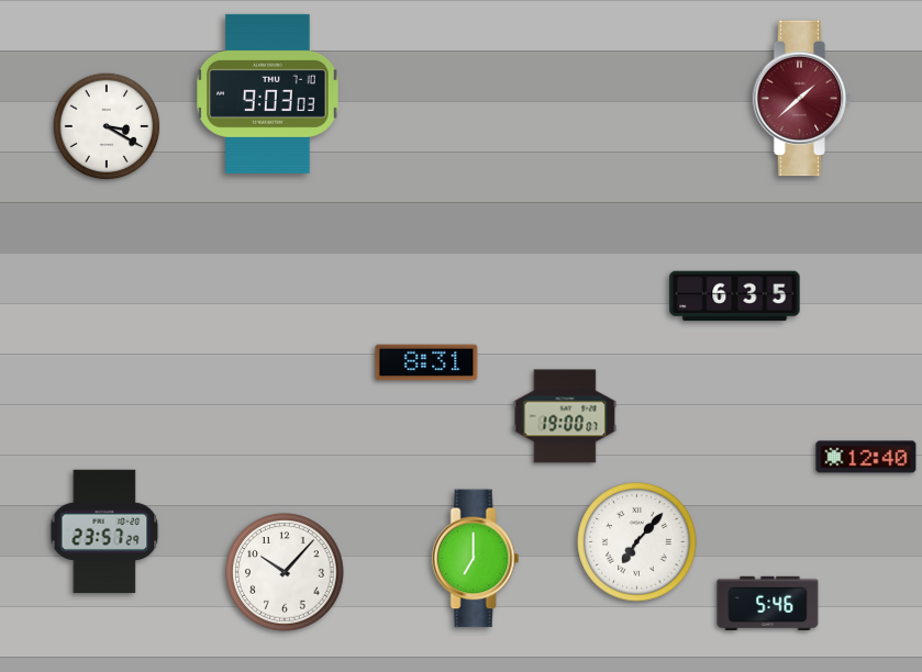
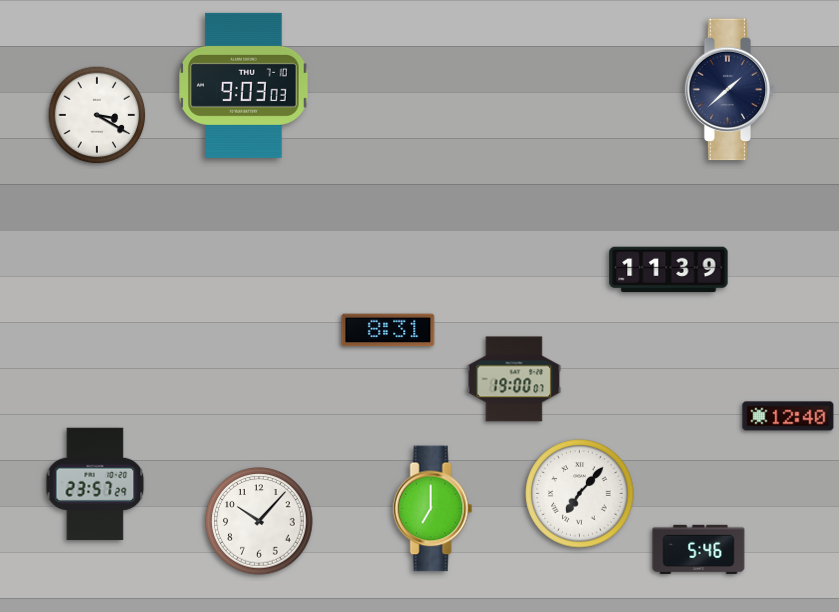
clock at (802, 99) dial: burgundy -> navy
clock at (735, 296): 6:35 -> 11:39
